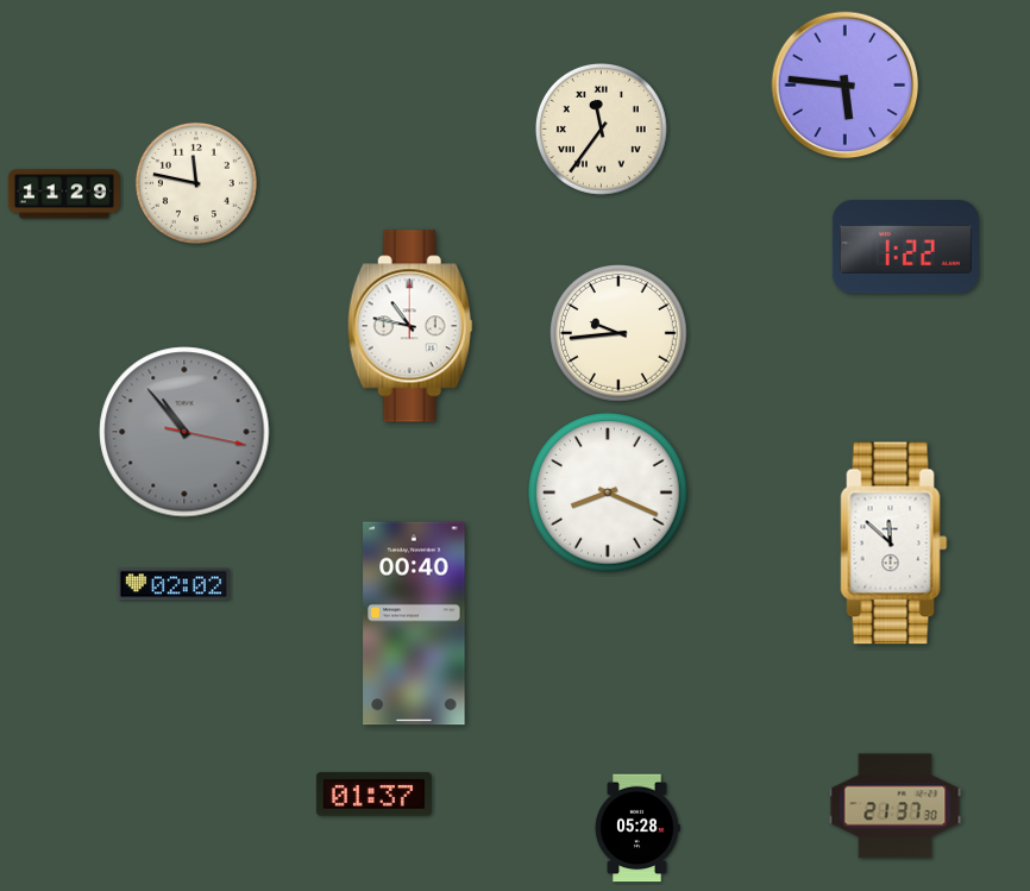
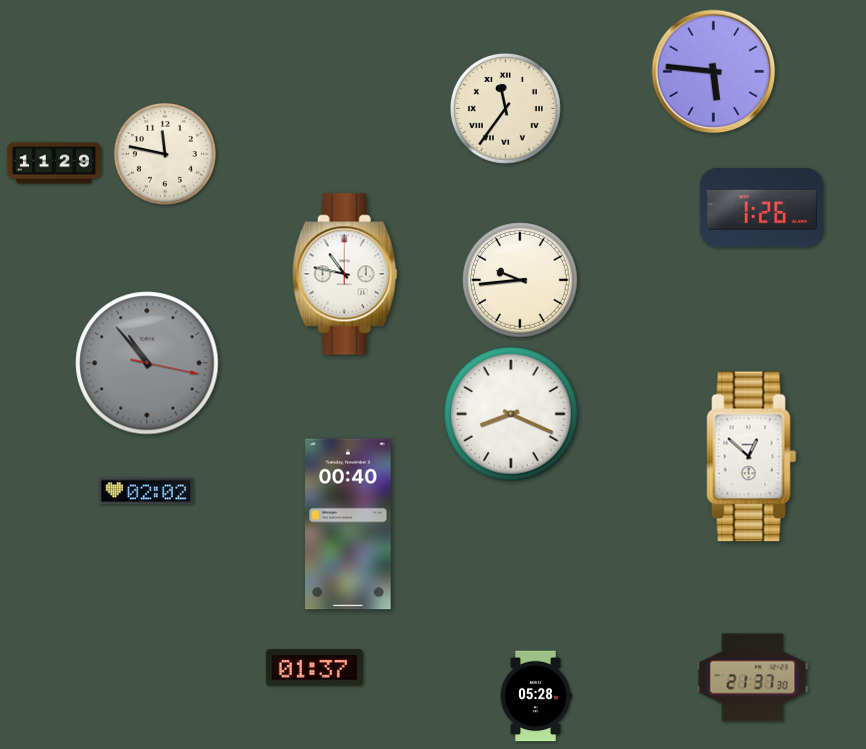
clock at (846, 86) position: (846, 86) -> (714, 72)
clock at (905, 247): 1:22 -> 1:26
clock at (184, 432) position: (184, 432) -> (147, 363)
clock at (894, 544): 11:52 -> 12:52
